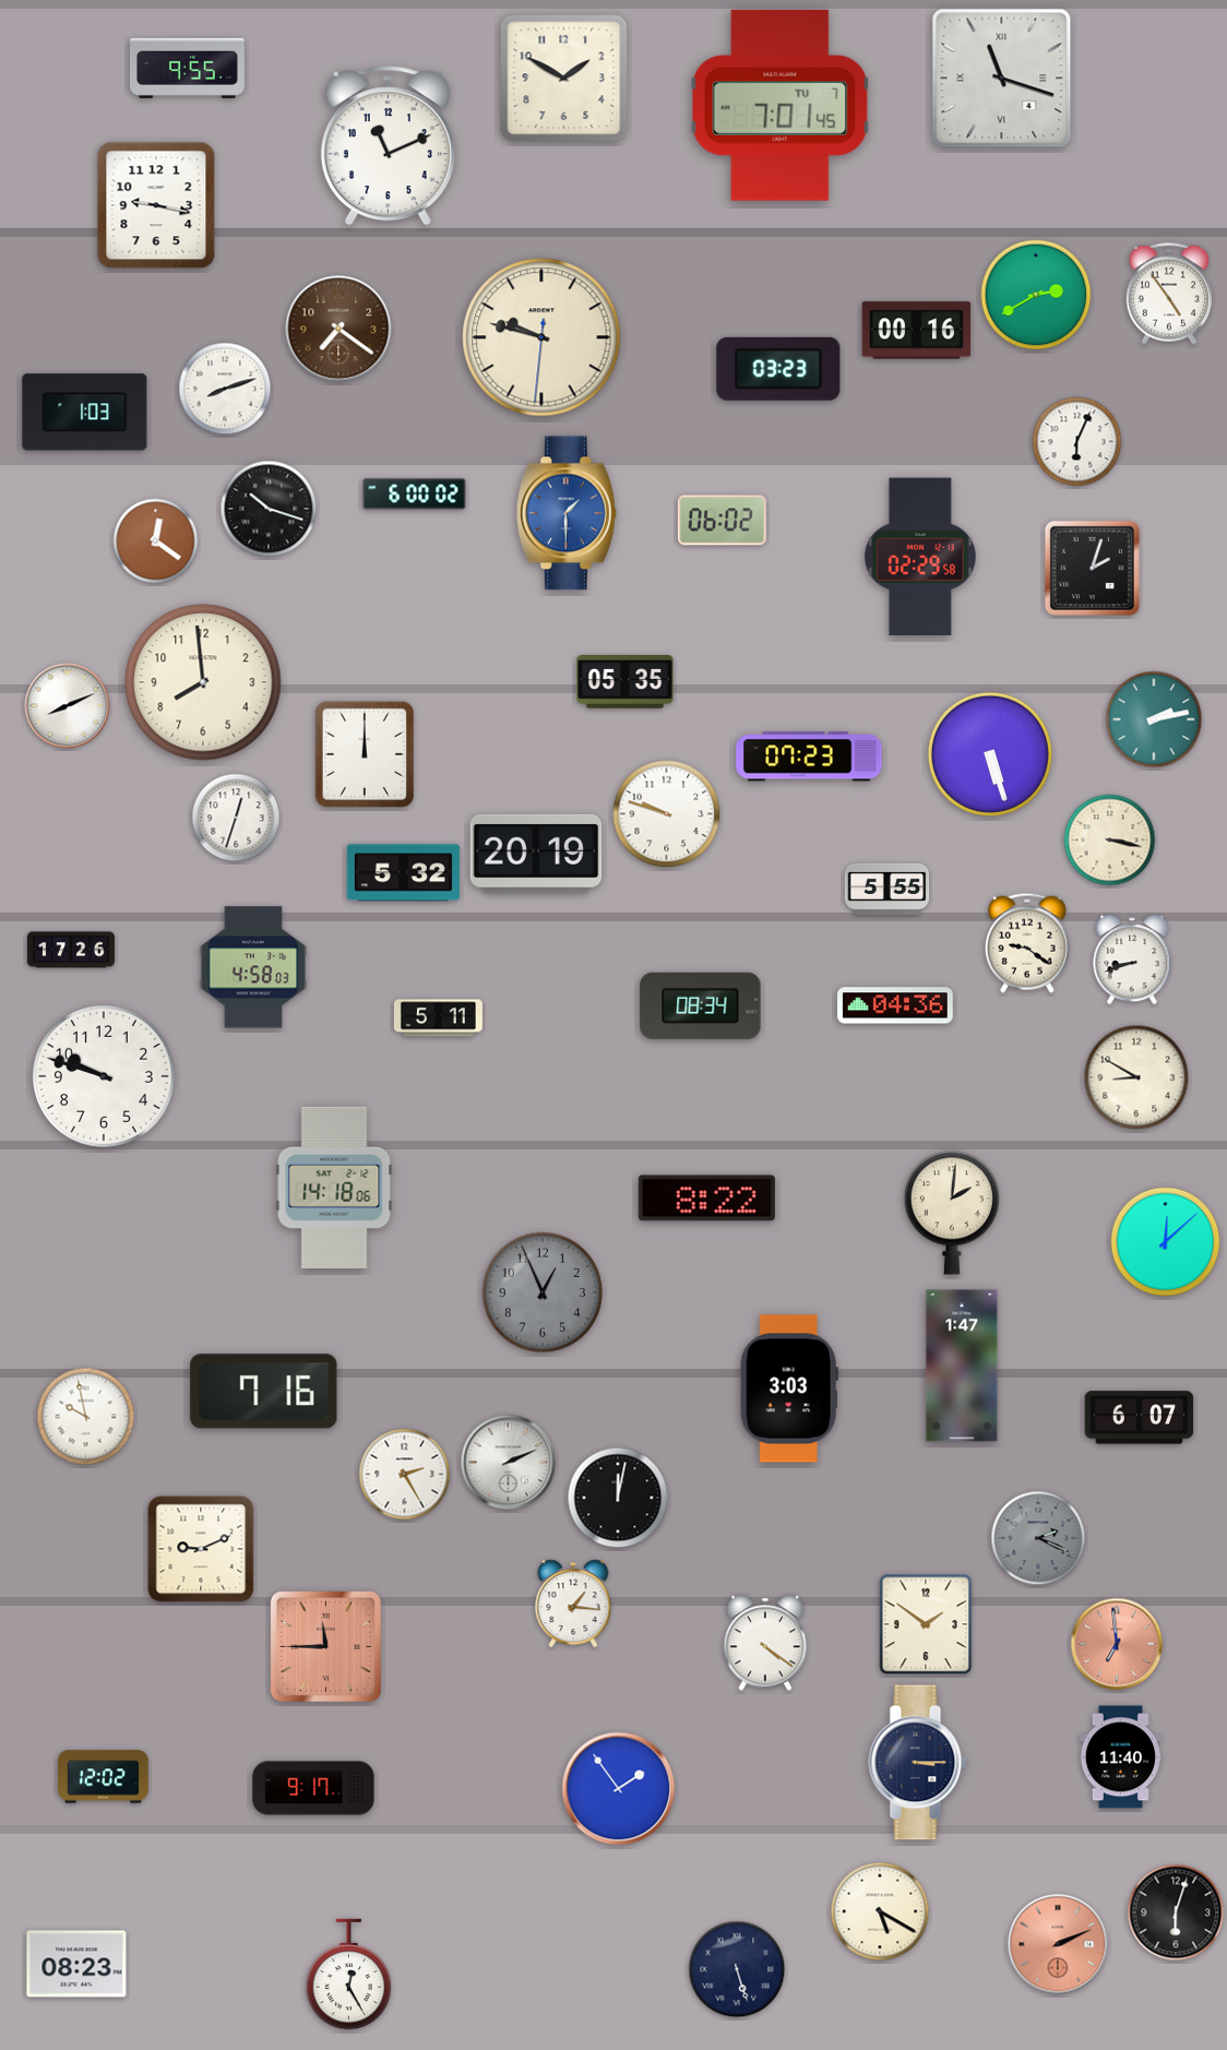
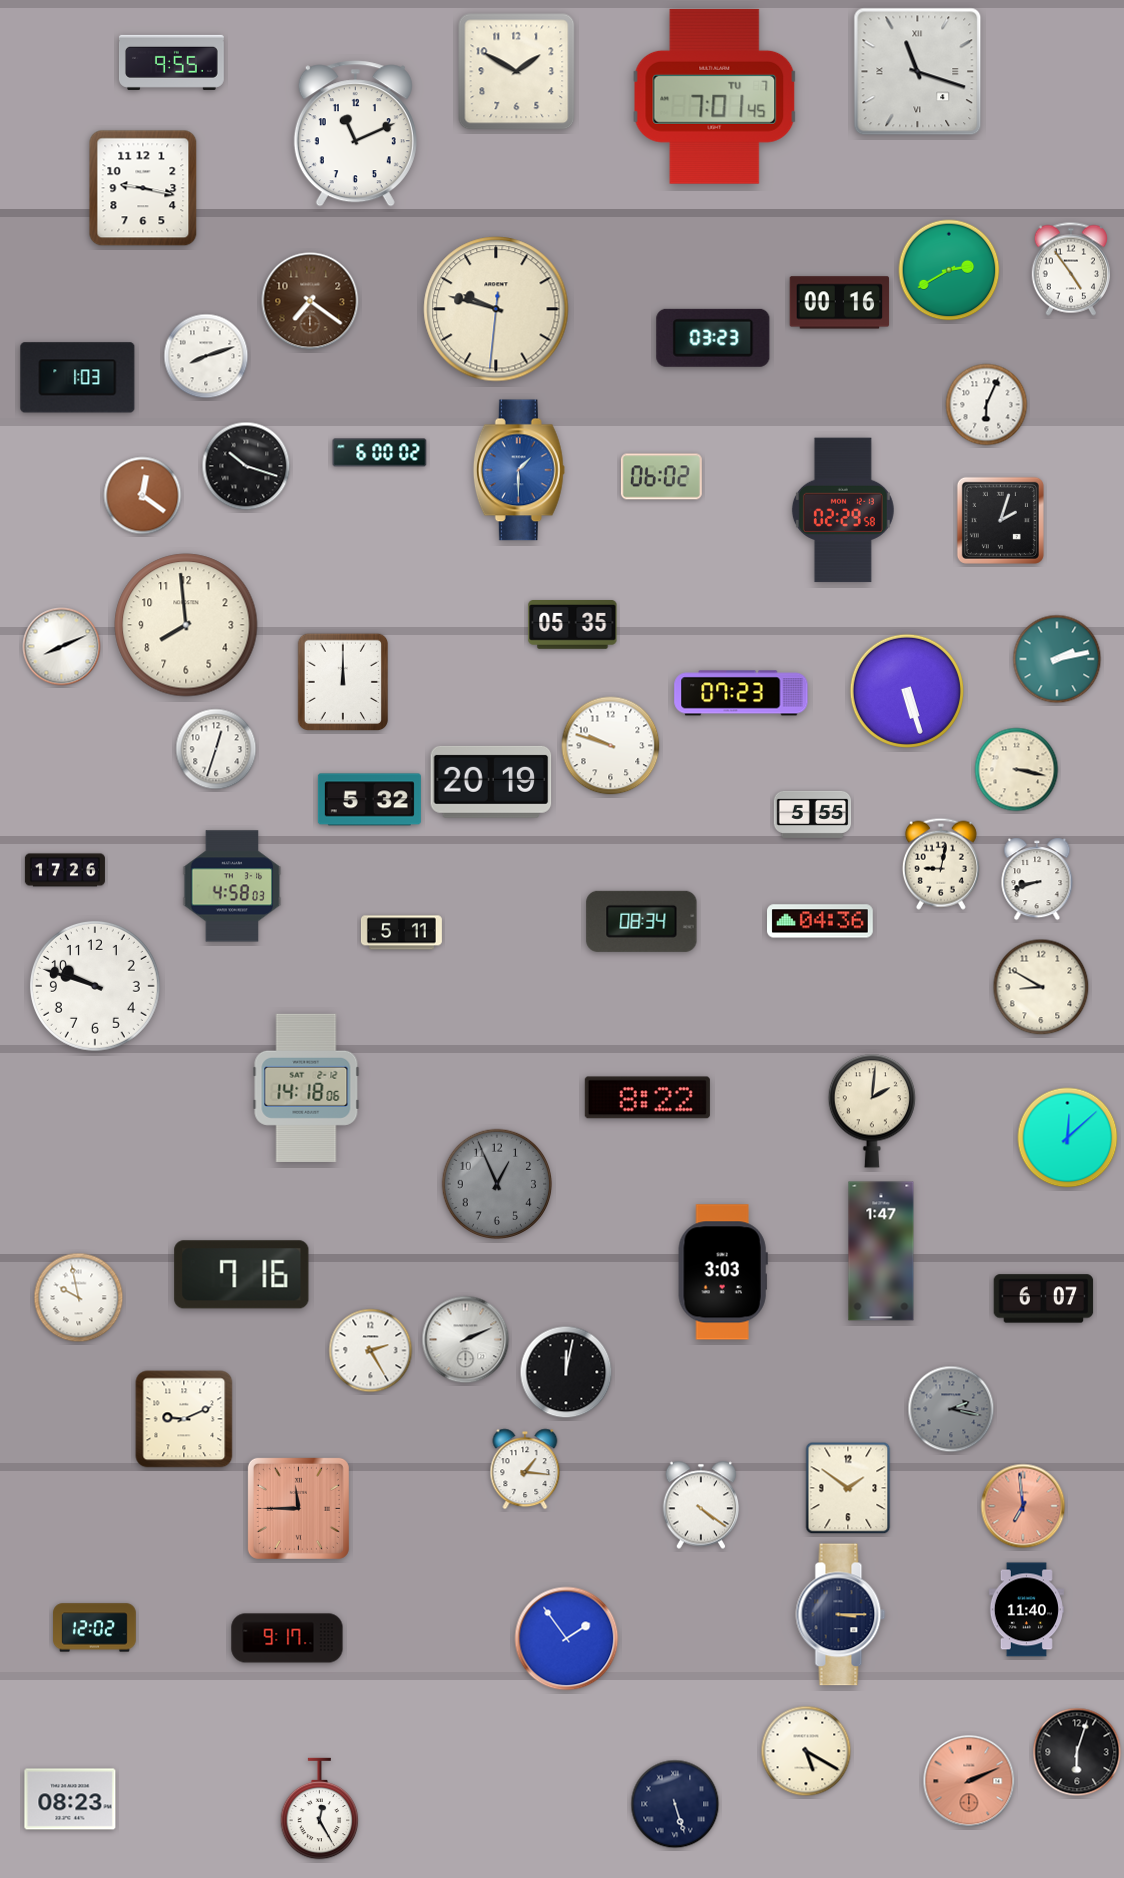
clock at (364, 753) position: (364, 753) -> (342, 681)
clock at (1027, 943): 9:21 -> 9:02
clock at (1038, 1538): 2:19 -> 2:17
